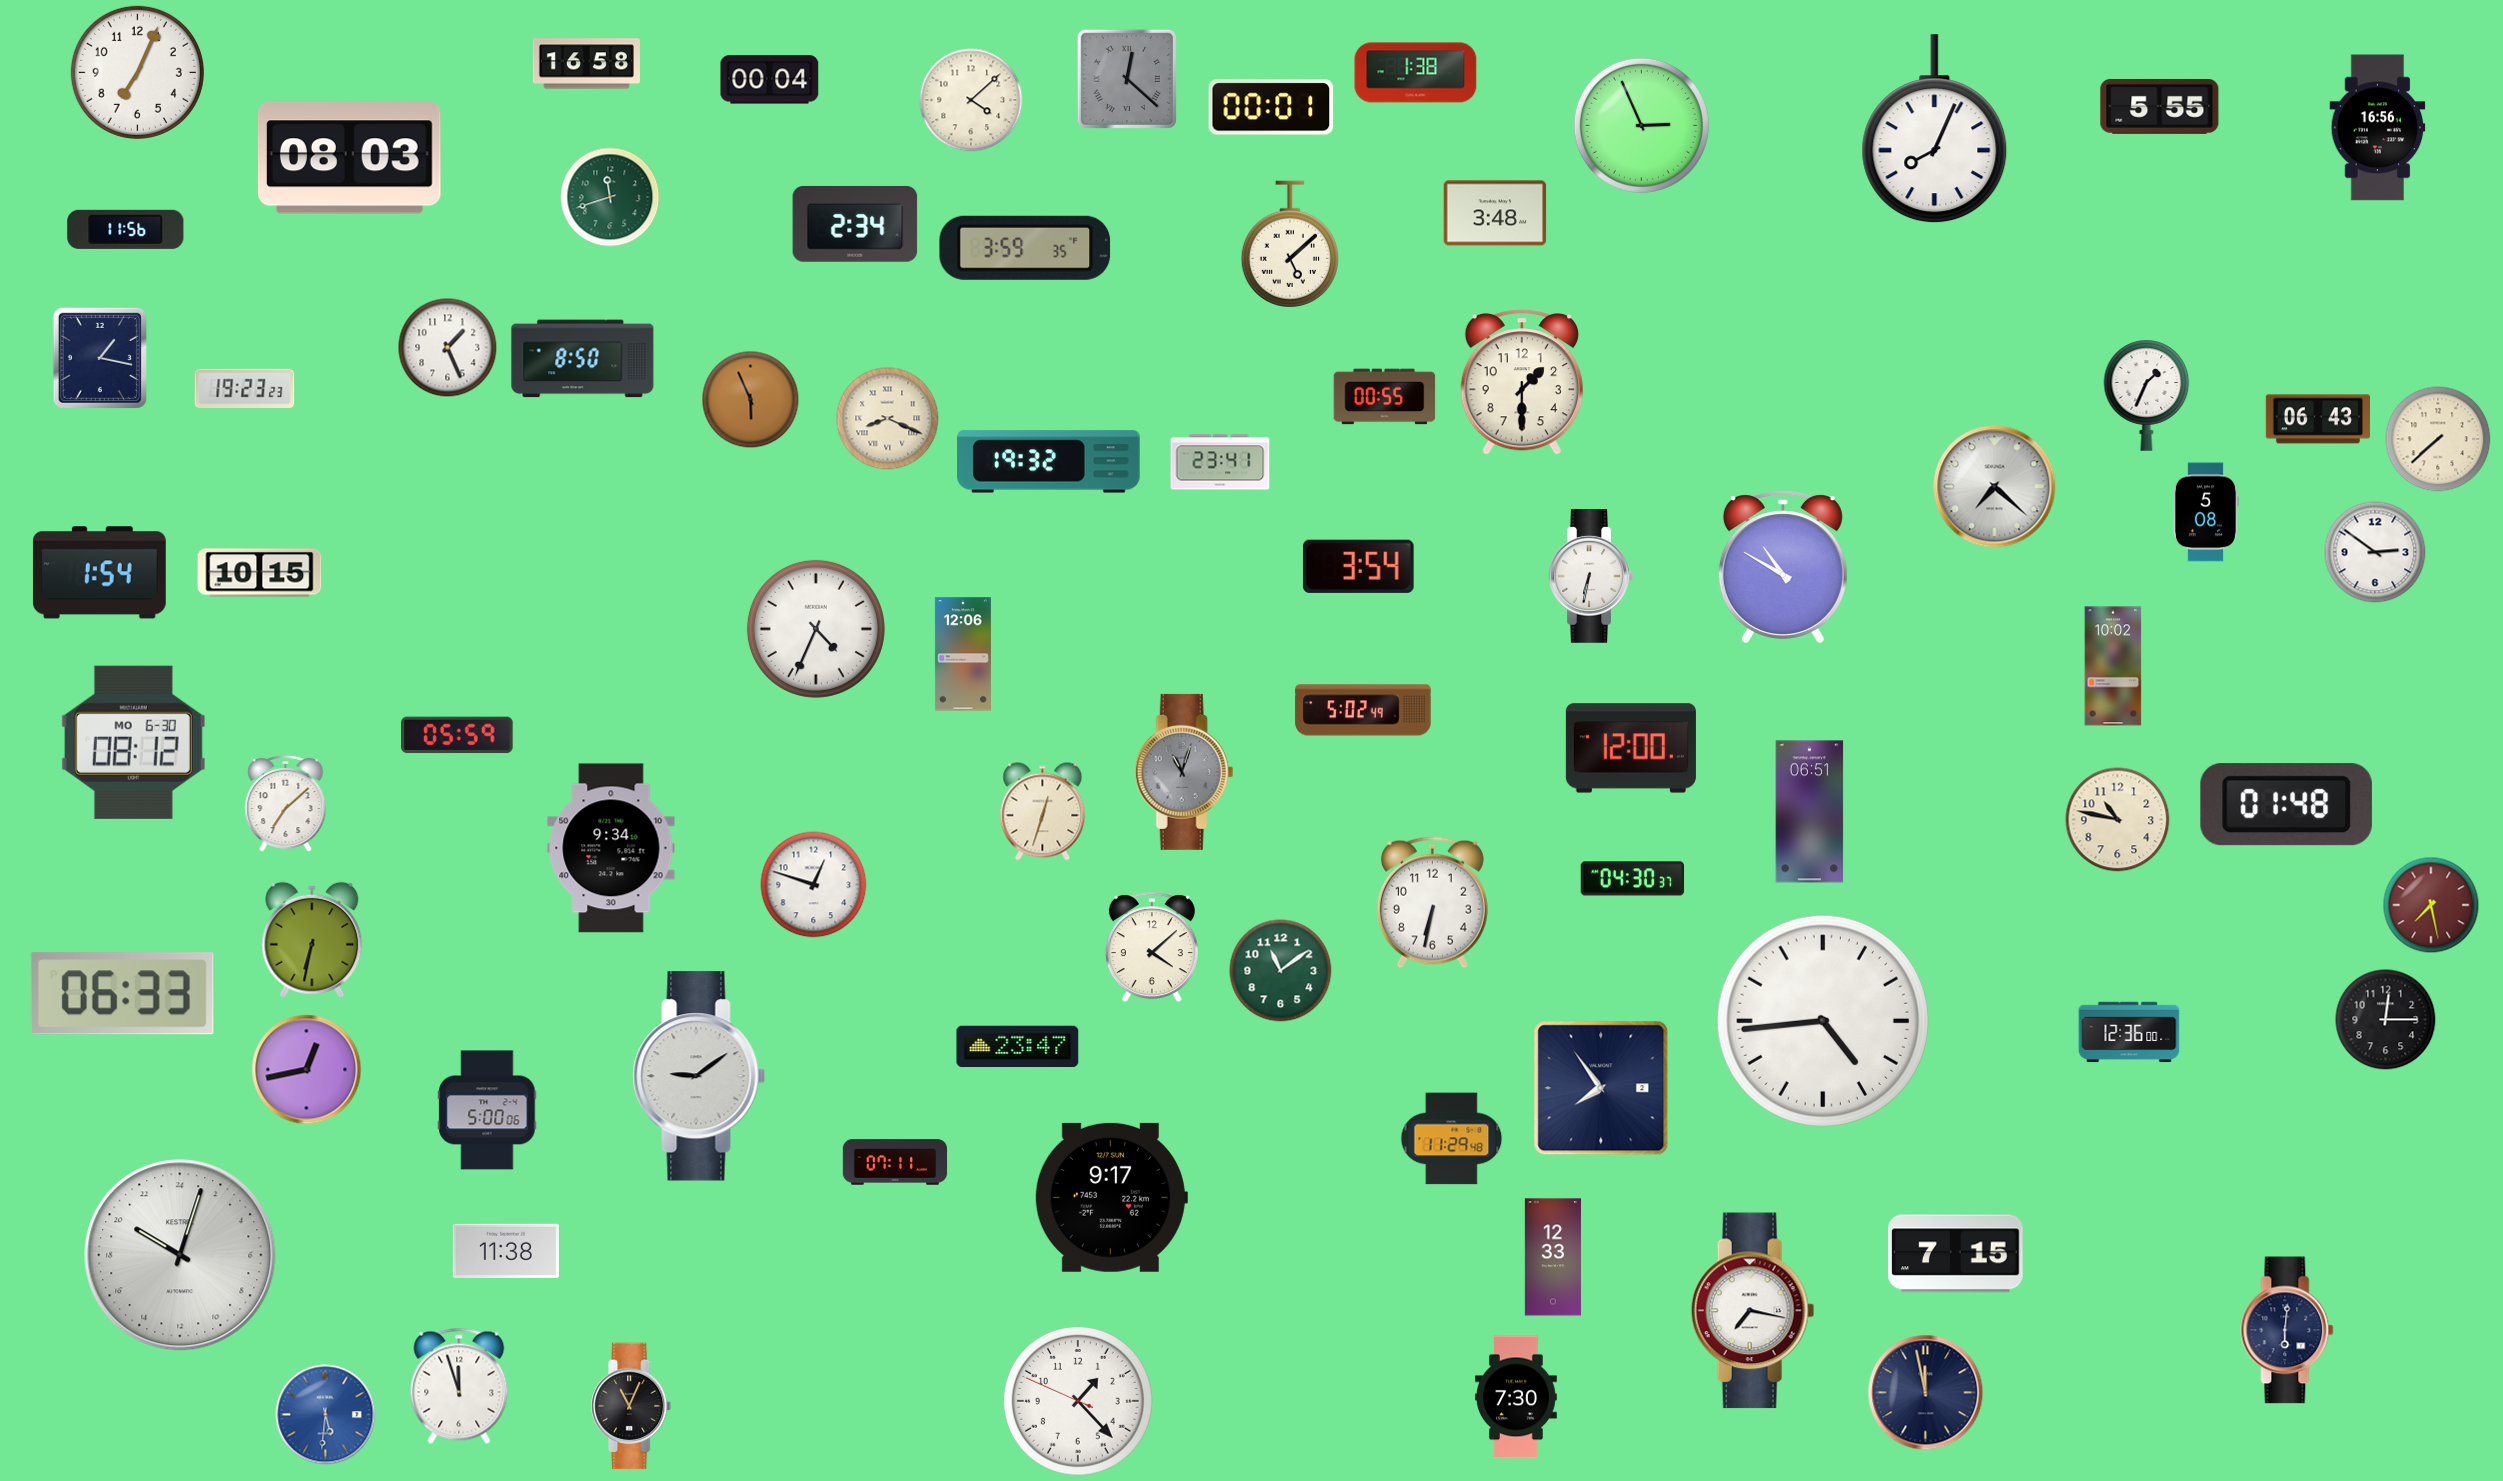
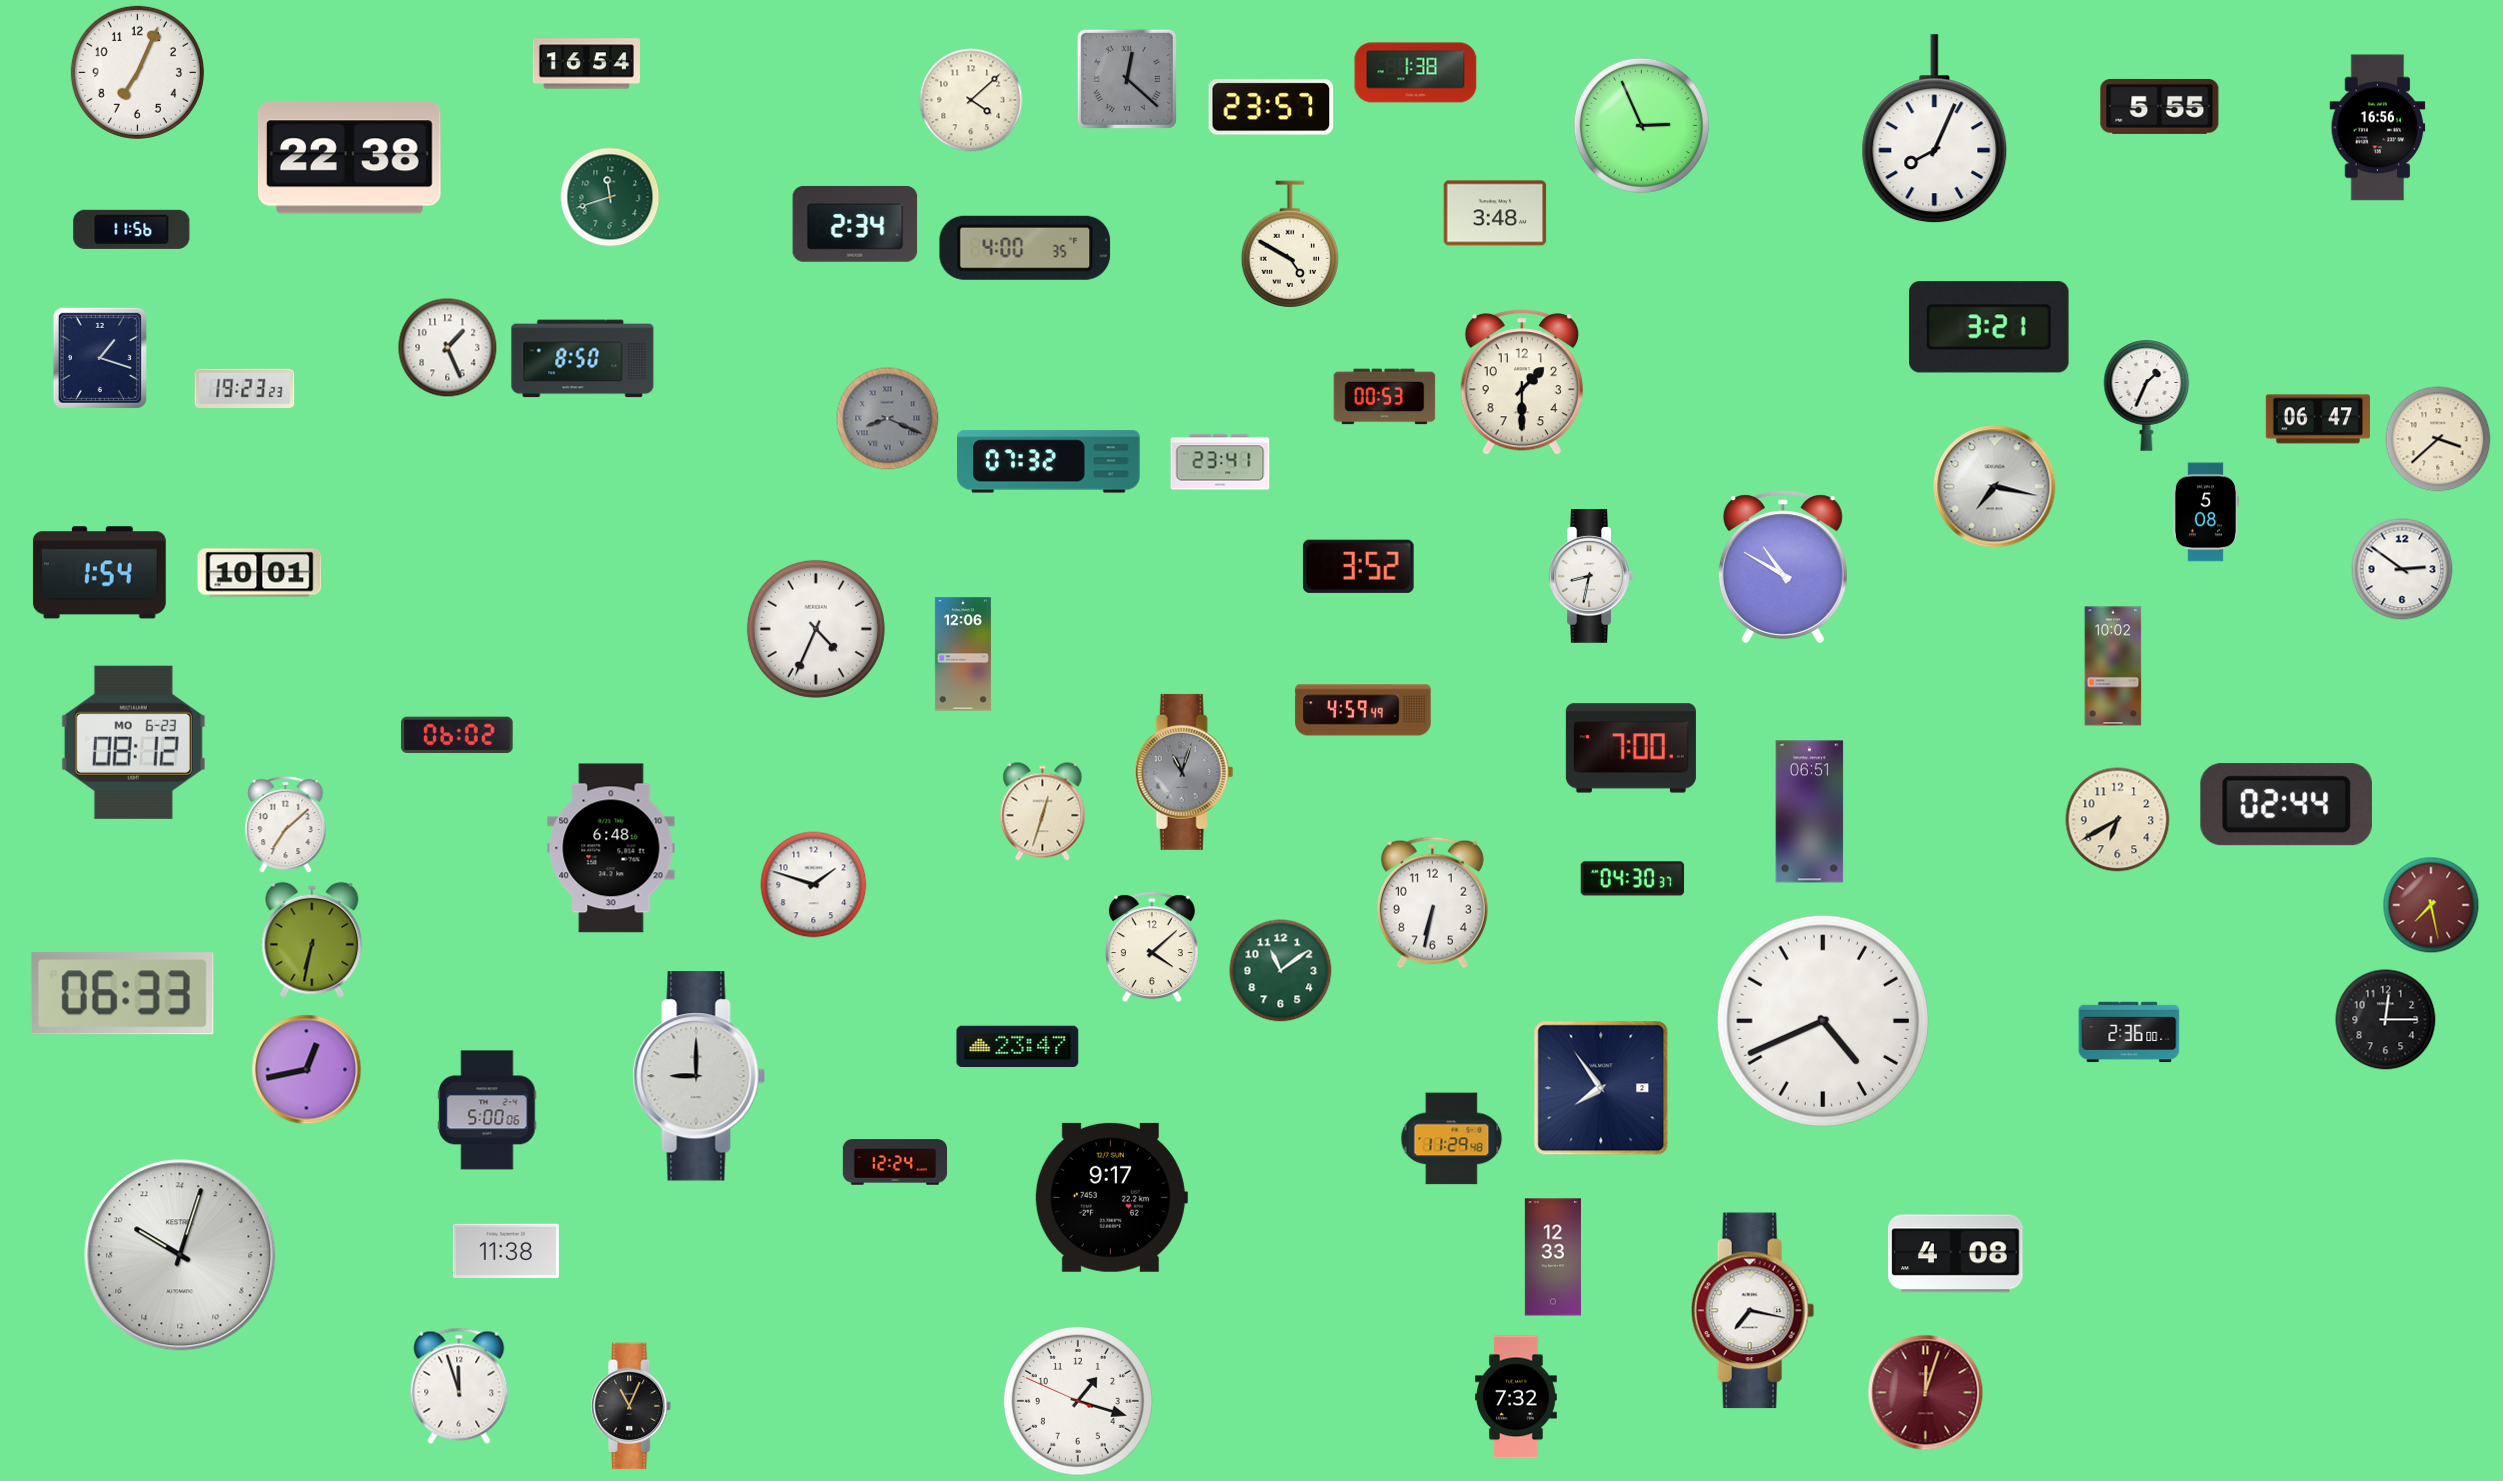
clock at (586, 64): 16:58 -> 16:54
clock at (770, 80): 00:04 -> none
clock at (1271, 107): 00:01 -> 23:57
clock at (349, 158): 08:03 -> 22:38
clock at (126, 229) position: (126, 229) -> (132, 229)
clock at (1290, 244): 5:08 -> 4:50
clock at (1025, 248): 3:59 -> 4:00
clock at (1990, 327): none -> 3:21
clock at (100, 358): 1:17 -> 1:18
clock at (1385, 397): 00:55 -> 00:53
clock at (751, 400): 5:56 -> none
clock at (888, 419) dial: cream -> grey
clock at (2317, 419): 06:43 -> 06:47
clock at (2438, 439): 7:38 -> 3:38
clock at (1049, 462): 19:32 -> 07:32
clock at (1995, 487): 7:22 -> 7:17
clock at (2375, 552) position: (2375, 552) -> (2402, 569)
clock at (1358, 566): 3:54 -> 3:52
clock at (260, 573): 10:15 -> 10:01
clock at (1591, 577): 6:32 -> 8:32
clock at (1363, 710): 5:02 -> 4:59
clock at (457, 735): 05:59 -> 06:02
clock at (133, 742) date: MO 6-30 -> MO 6-23
clock at (1631, 748): 12:00 -> 7:00
clock at (286, 804) position: (286, 804) -> (286, 825)
clock at (2286, 805): 01:48 -> 02:44
clock at (2118, 820): 10:47 -> 6:40
clock at (611, 848): 9:34 -> 6:48
clock at (814, 885): 12:48 -> 1:48
clock at (1823, 1021): 4:44 -> 4:41
clock at (2129, 1032): 12:36 -> 2:36
clock at (699, 1076): 9:09 -> 9:00
clock at (895, 1162): 07:11 -> 12:24
clock at (1956, 1254): 7:15 -> 4:08
clock at (2287, 1330): 6:01 -> none
clock at (1926, 1393): 11:58 -> 12:03
clock at (1926, 1393) dial: navy -> burgundy
clock at (1516, 1397): 7:30 -> 7:32
clock at (1078, 1401): 1:22 -> 1:17
clock at (326, 1415): 5:31 -> none
